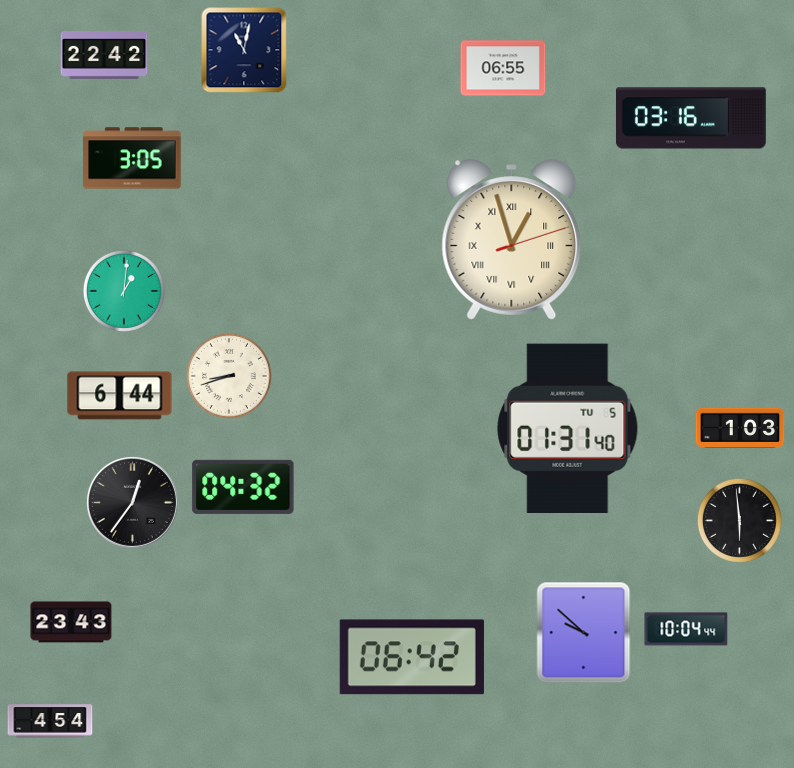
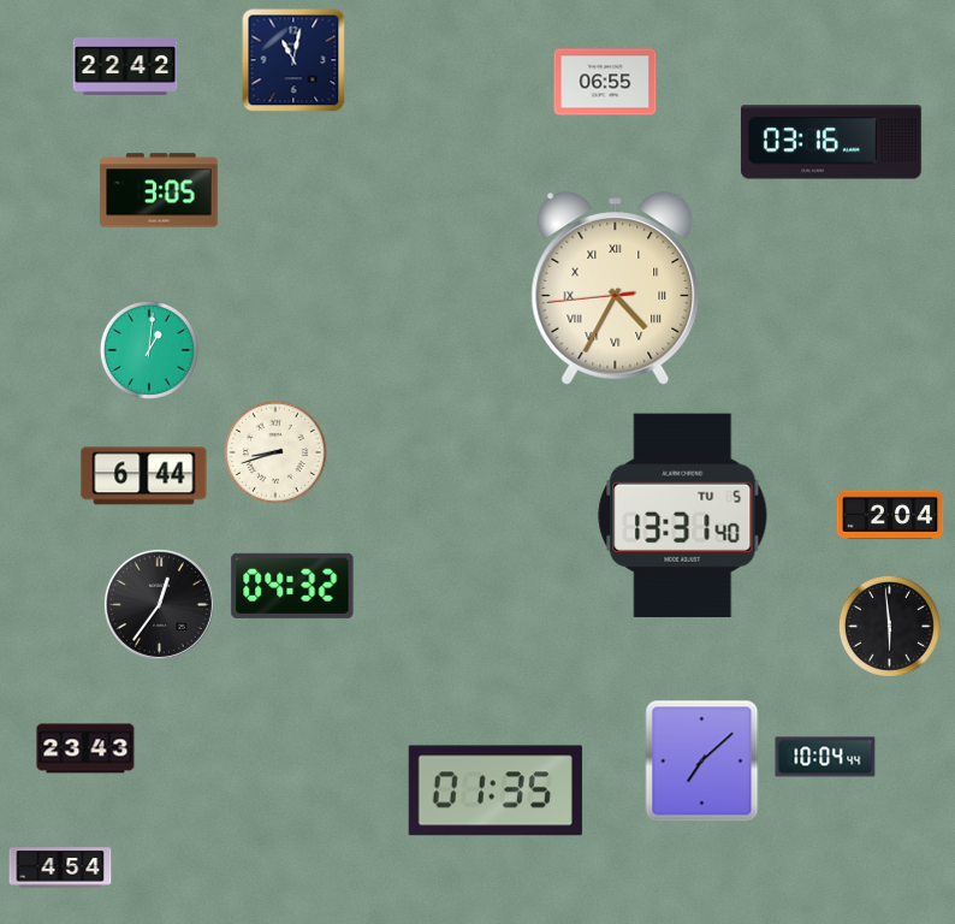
clock at (512, 240): 12:57 -> 4:34
clock at (740, 427): 1:03 -> 2:04
clock at (568, 428): 01:31 -> 13:31
clock at (584, 633): 9:52 -> 7:08
clock at (412, 657): 06:42 -> 01:35
